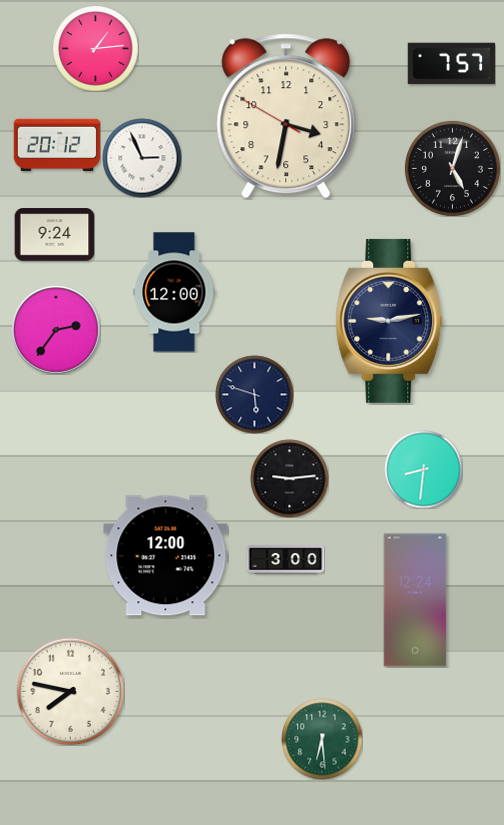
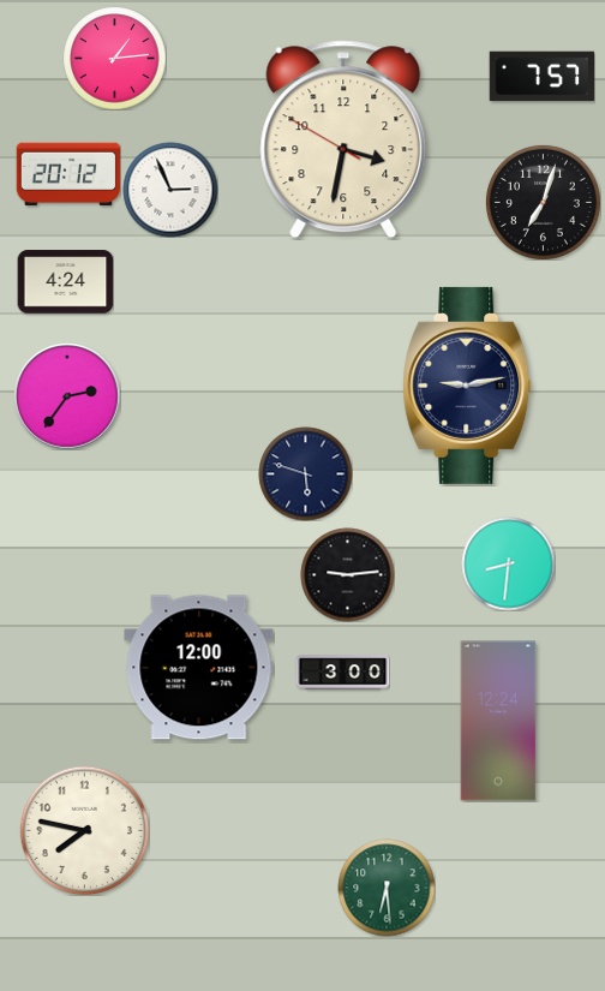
clock at (452, 168): 5:03 -> 7:03
clock at (54, 235): 9:24 -> 4:24
clock at (174, 292): 12:00 -> none
